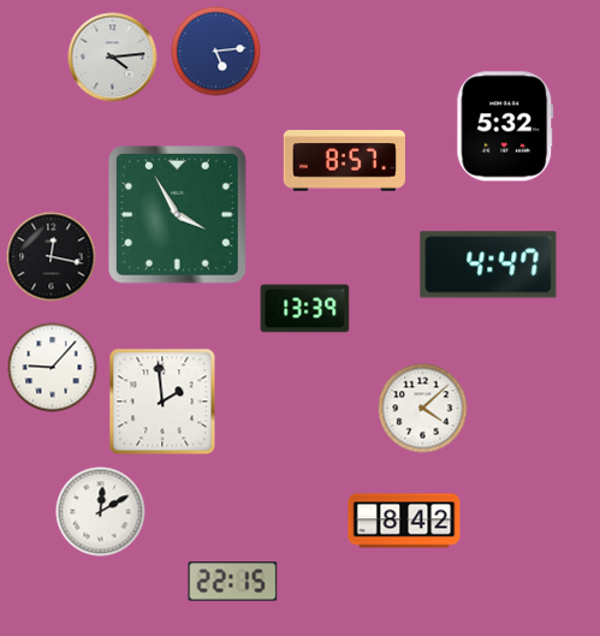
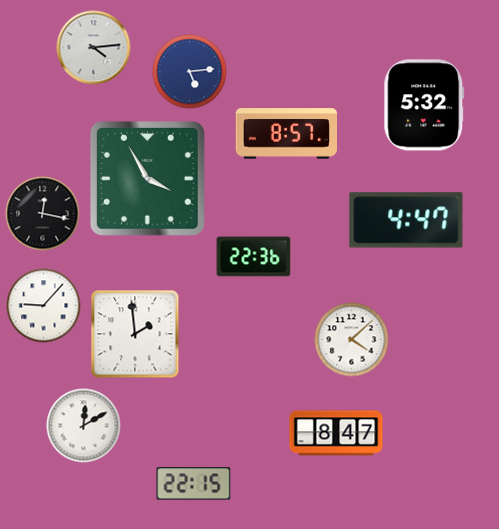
clock at (216, 52) position: (216, 52) -> (190, 72)
clock at (505, 126) position: (505, 126) -> (424, 105)
clock at (305, 309): 13:39 -> 22:36
clock at (404, 521): 8:42 -> 8:47
